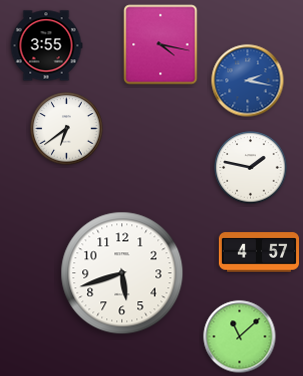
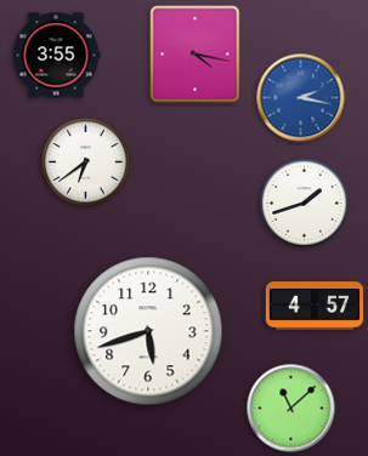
clock at (67, 129) position: (67, 129) -> (86, 163)
clock at (251, 168): 1:47 -> 1:42
